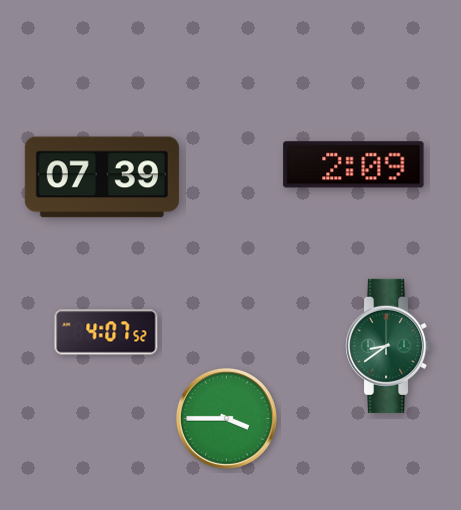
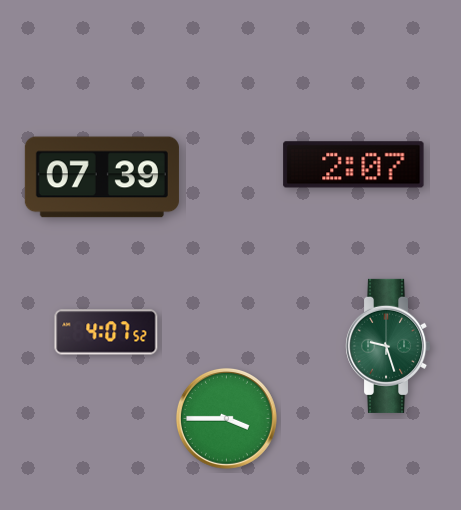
clock at (354, 165): 2:09 -> 2:07
clock at (388, 346): 8:39 -> 9:27
